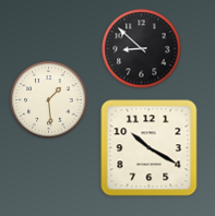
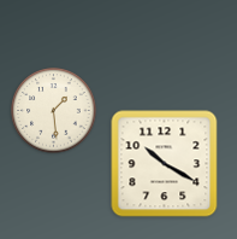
clock at (142, 49): 8:52 -> none
